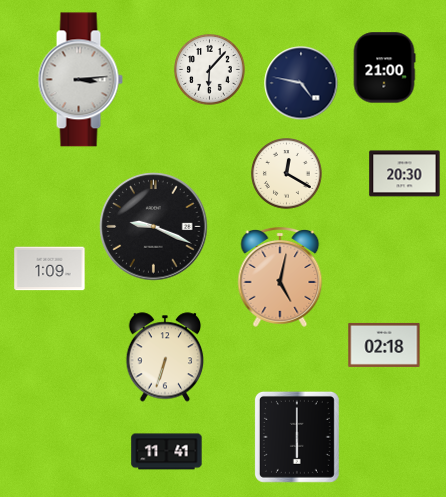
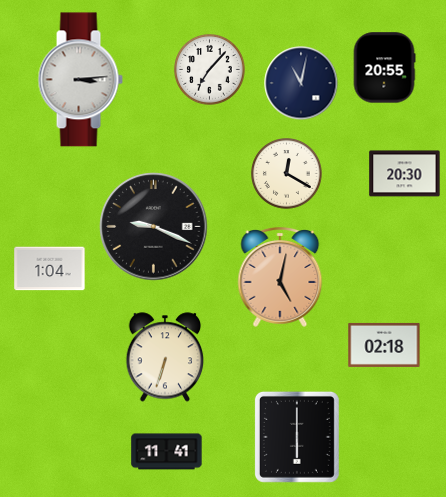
clock at (384, 68): 21:00 -> 20:55
clock at (210, 70): 6:07 -> 7:07
clock at (301, 83): 4:47 -> 11:02
clock at (50, 269): 1:09 -> 1:04
